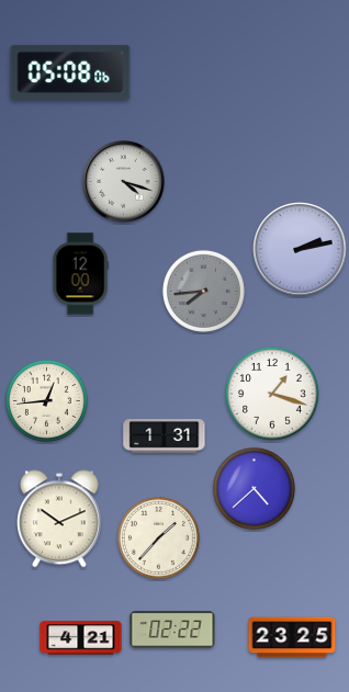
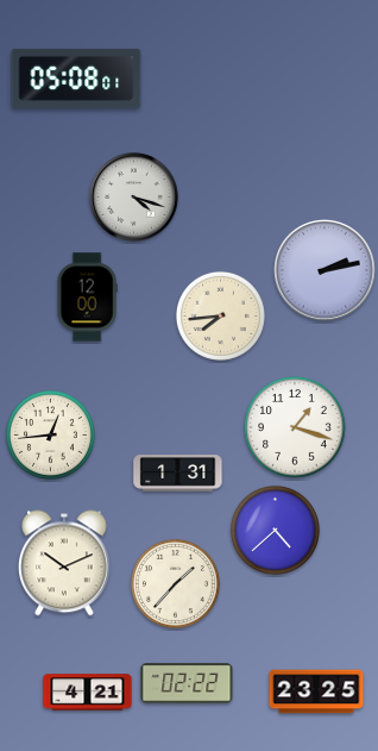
clock at (70, 72): 05:08:06 -> 05:08:01
clock at (203, 291) dial: grey -> cream
clock at (158, 537) position: (158, 537) -> (175, 583)
